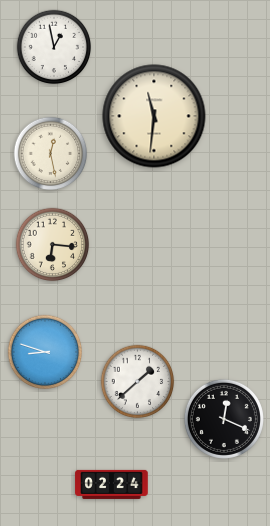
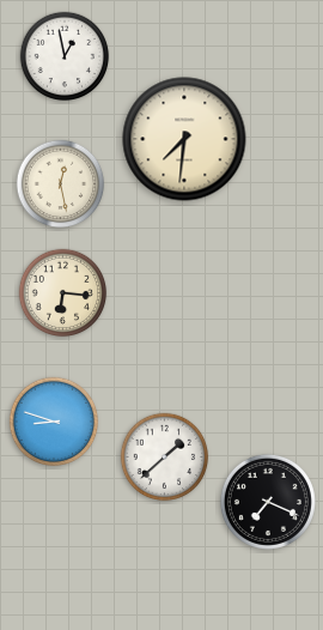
clock at (154, 116): 11:31 -> 7:31
clock at (224, 419): 12:19 -> 7:19
clock at (112, 484): 02:24 -> none
